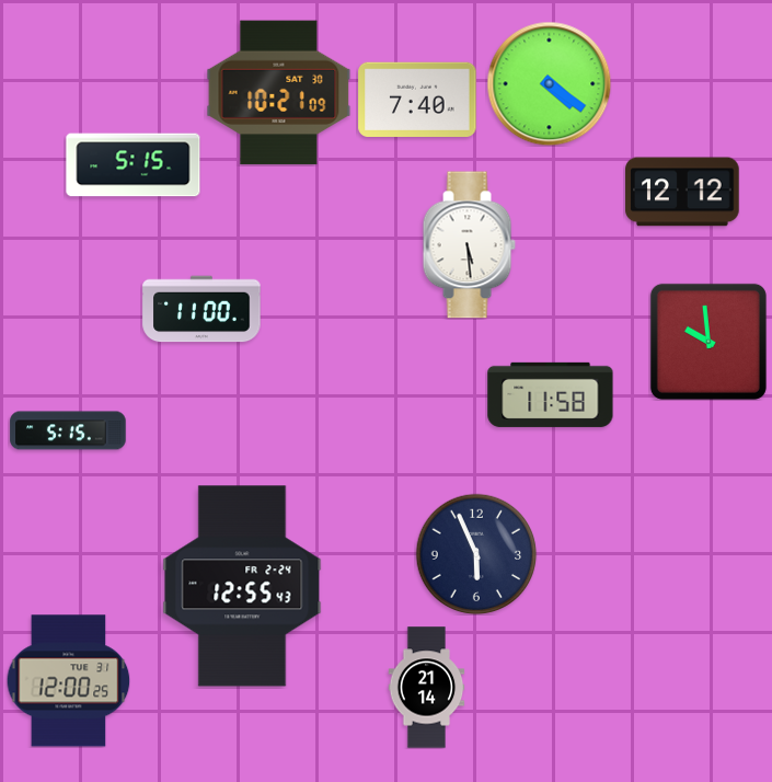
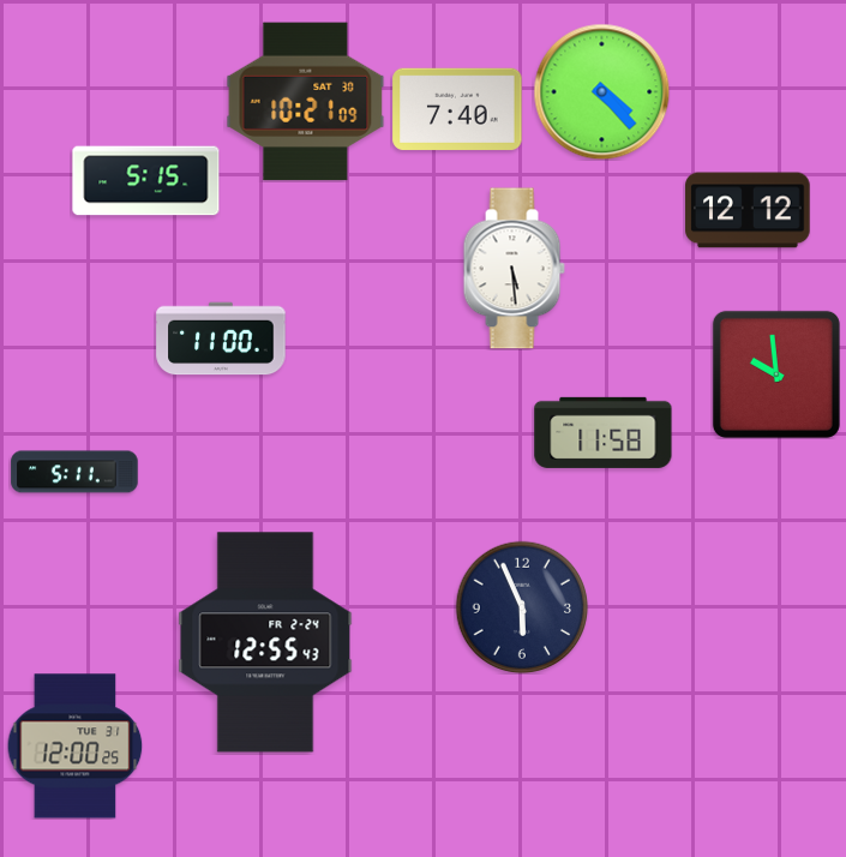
clock at (549, 83): 4:21 -> 4:23
clock at (68, 430): 5:15 -> 5:11
clock at (427, 688): 21:14 -> none
